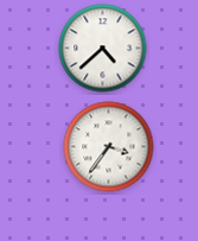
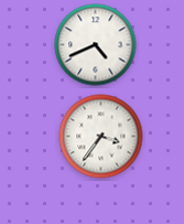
clock at (103, 49): 4:38 -> 4:41
